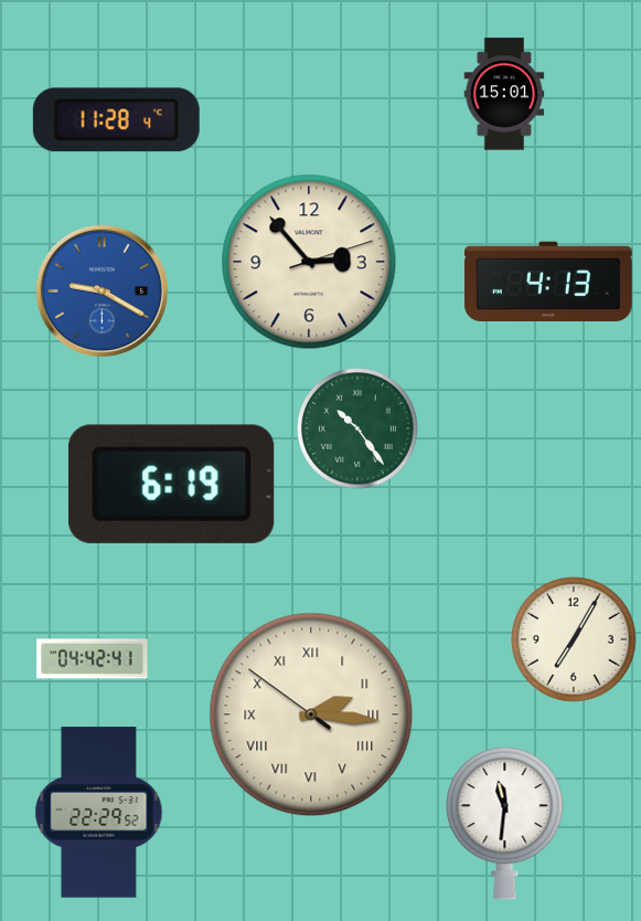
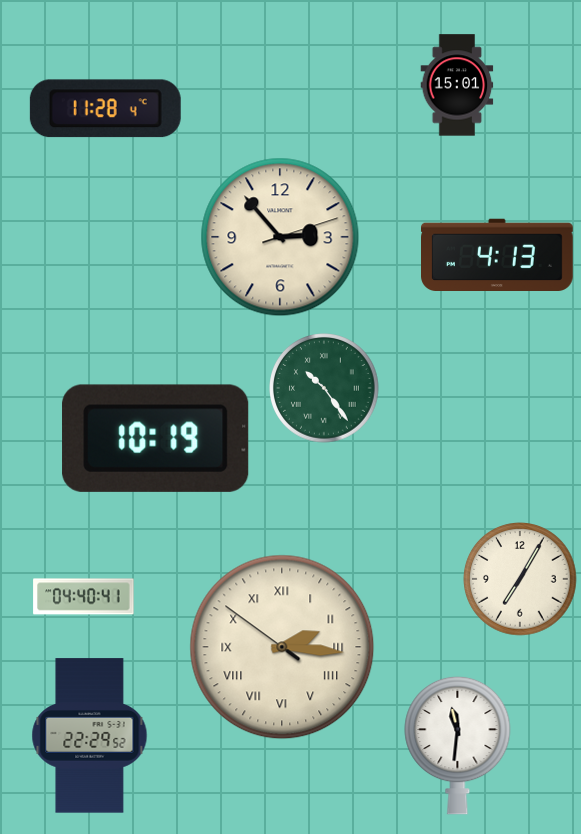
clock at (102, 290): 9:20 -> none
clock at (172, 484): 6:19 -> 10:19
clock at (93, 659): 04:42 -> 04:40
